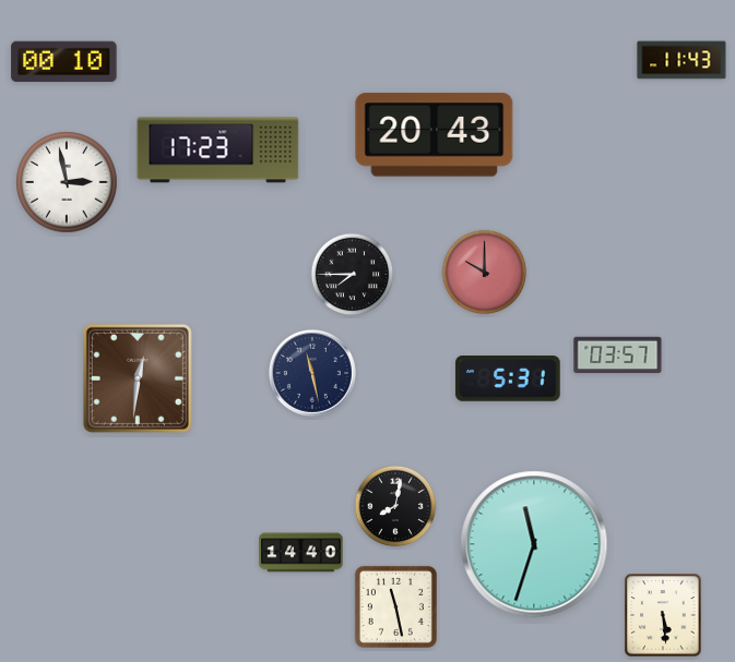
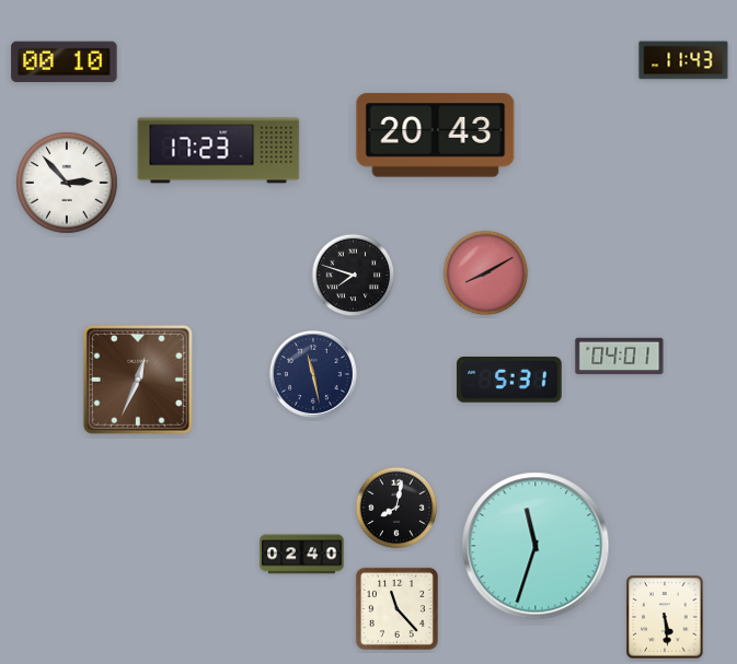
clock at (67, 182): 2:58 -> 2:53
clock at (485, 273): 10:00 -> 8:10
clock at (353, 275): 7:45 -> 7:48
clock at (618, 356): 03:57 -> 04:01
clock at (138, 378): 12:31 -> 12:34
clock at (301, 553): 14:40 -> 02:40
clock at (395, 606): 11:28 -> 11:23
